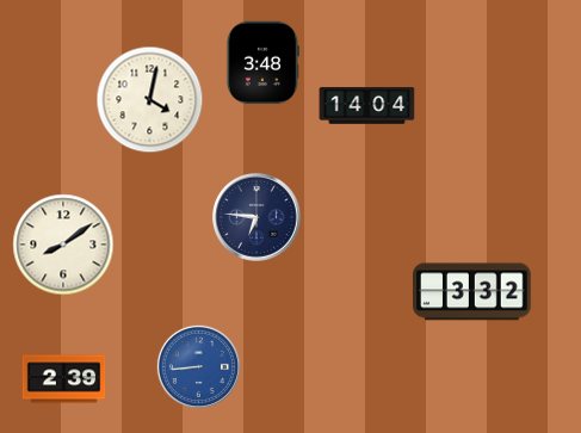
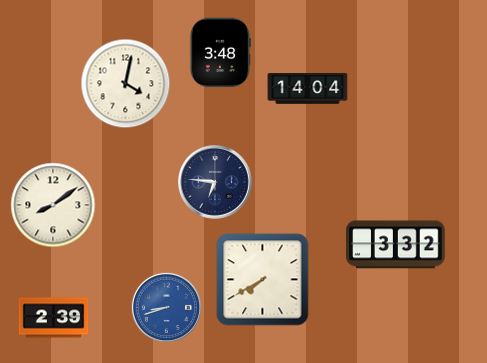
clock at (263, 280): none -> 7:40
clock at (198, 366): 8:44 -> 8:42
